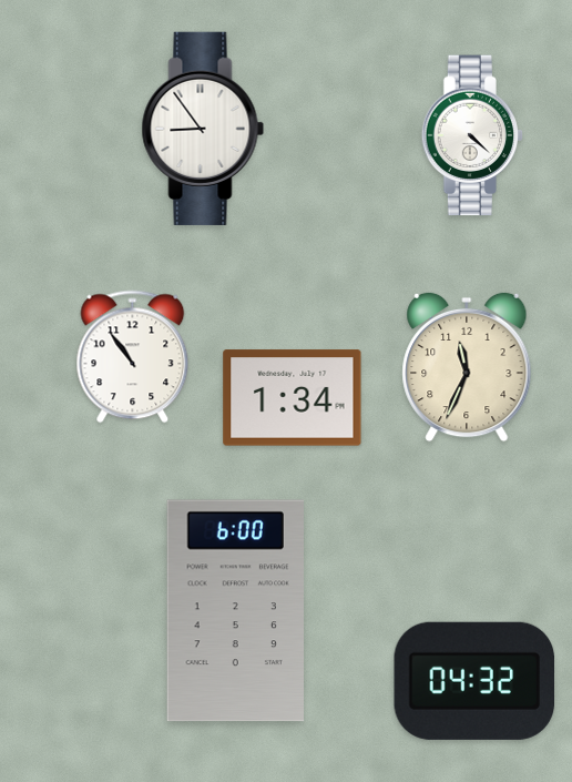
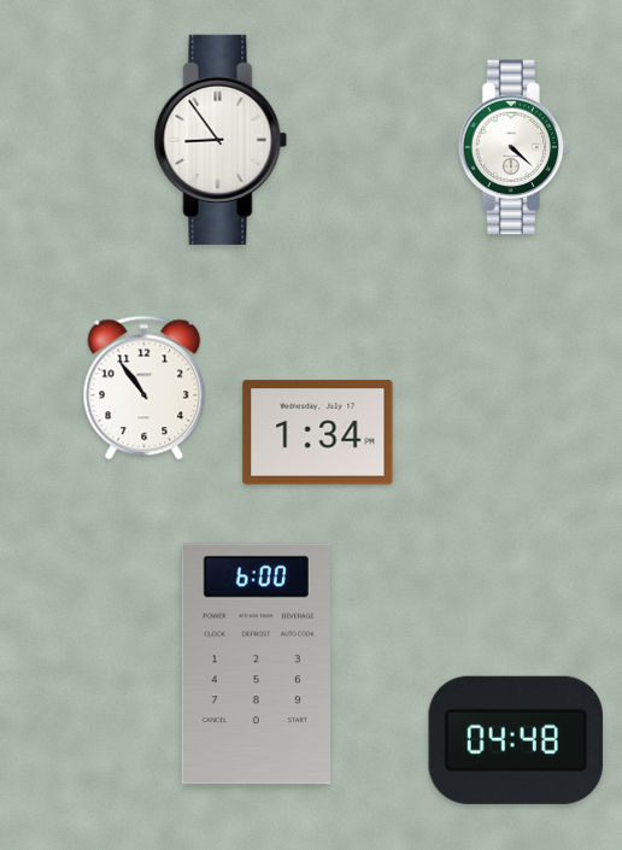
clock at (467, 367): 11:34 -> none
clock at (473, 681): 04:32 -> 04:48
